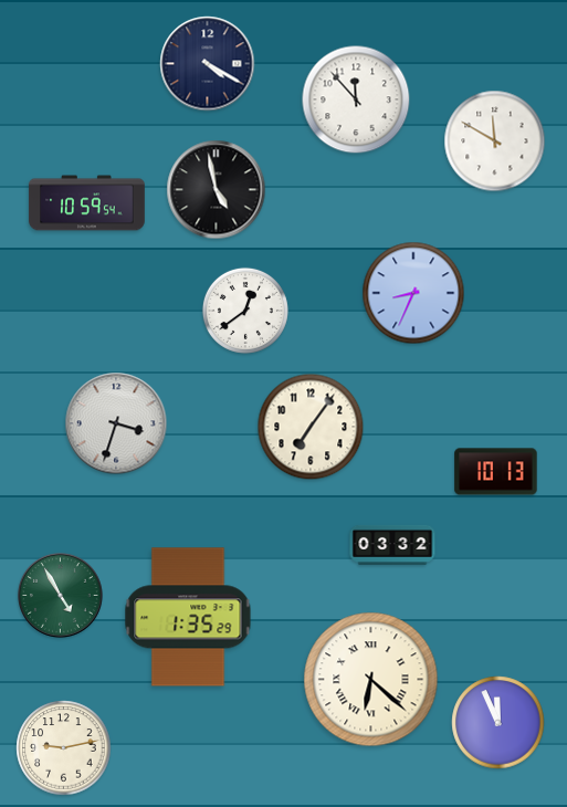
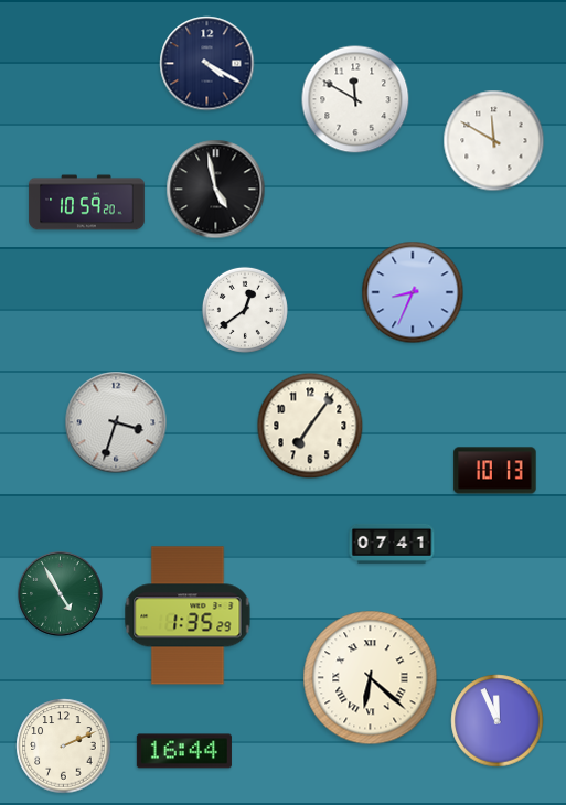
clock at (356, 99): 11:53 -> 11:50
clock at (87, 203): 10:59:54 -> 10:59:20
clock at (392, 545): 03:32 -> 07:41
clock at (64, 748): 9:13 -> 2:11
clock at (184, 751): none -> 16:44
